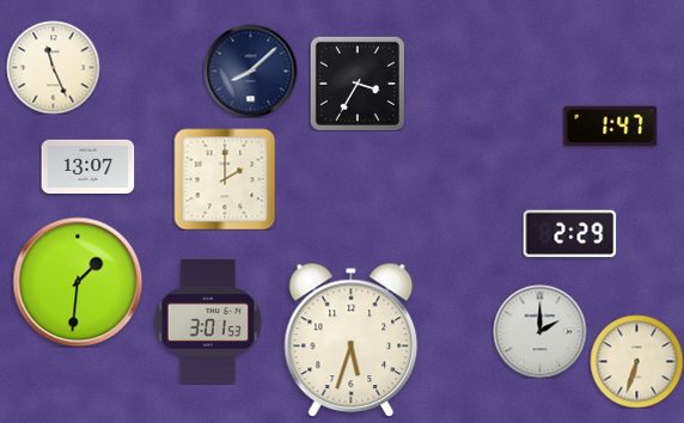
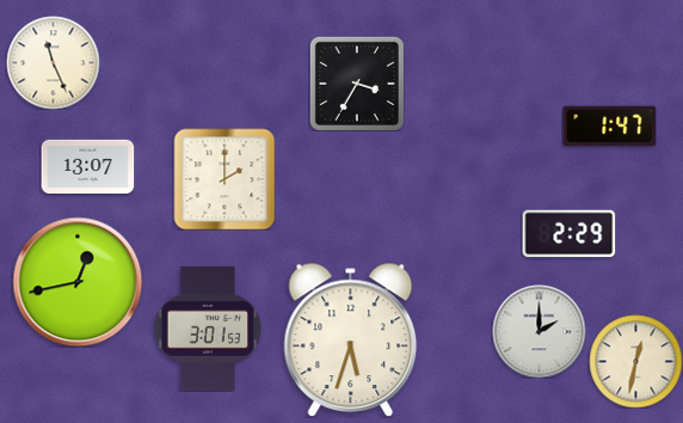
clock at (53, 67) position: (53, 67) -> (53, 62)
clock at (250, 70): 8:08 -> none
clock at (78, 282): 1:31 -> 12:43
clock at (208, 321) position: (208, 321) -> (208, 329)
clock at (636, 361): 6:33 -> 12:32
